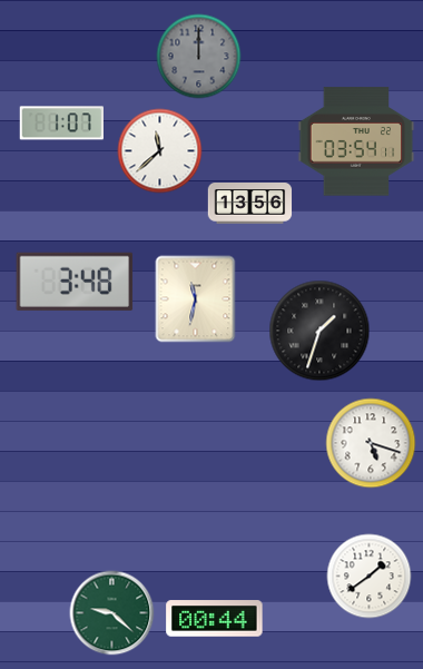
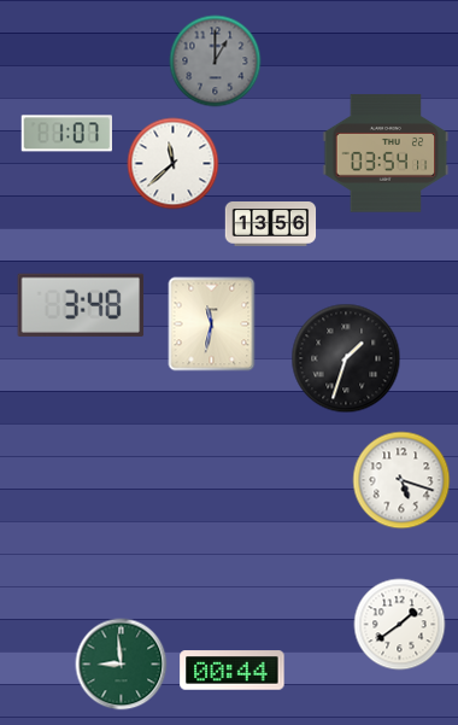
clock at (199, 57): 12:00 -> 1:00
clock at (250, 204) position: (250, 204) -> (271, 224)
clock at (112, 613): 9:22 -> 8:59
